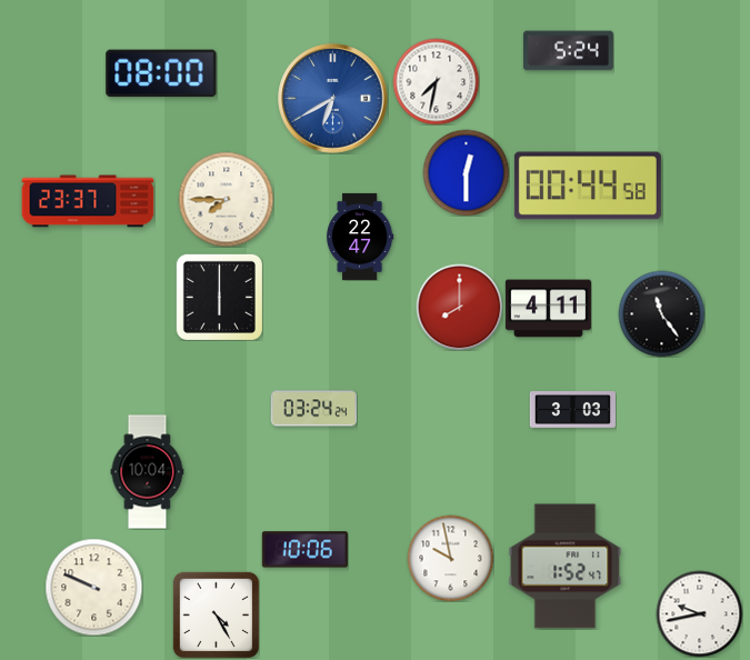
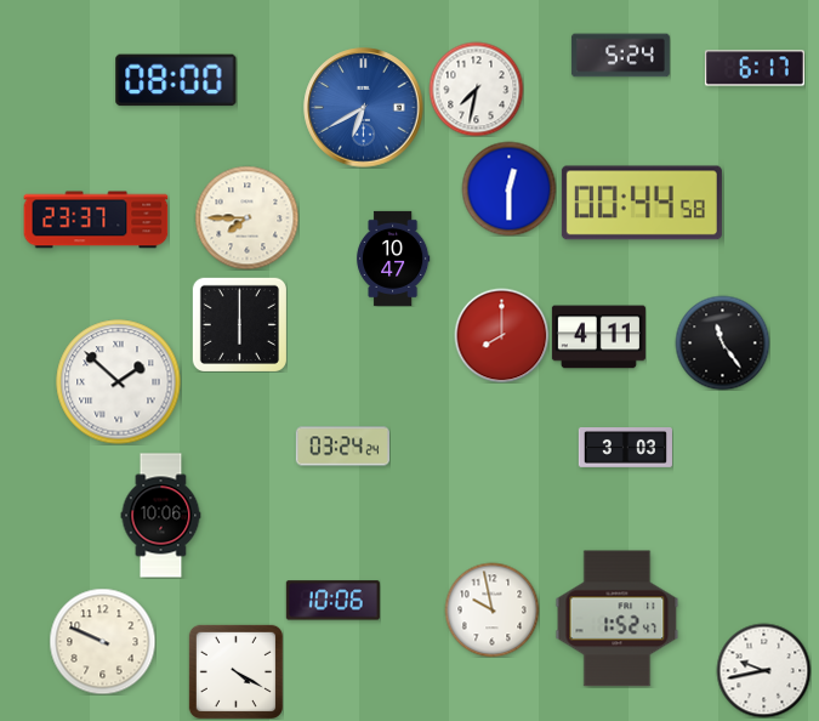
clock at (755, 68): none -> 6:17
clock at (360, 237): 22:47 -> 10:47
clock at (119, 382): none -> 1:52
clock at (148, 472): 10:04 -> 10:06
clock at (216, 614): 4:25 -> 4:20
